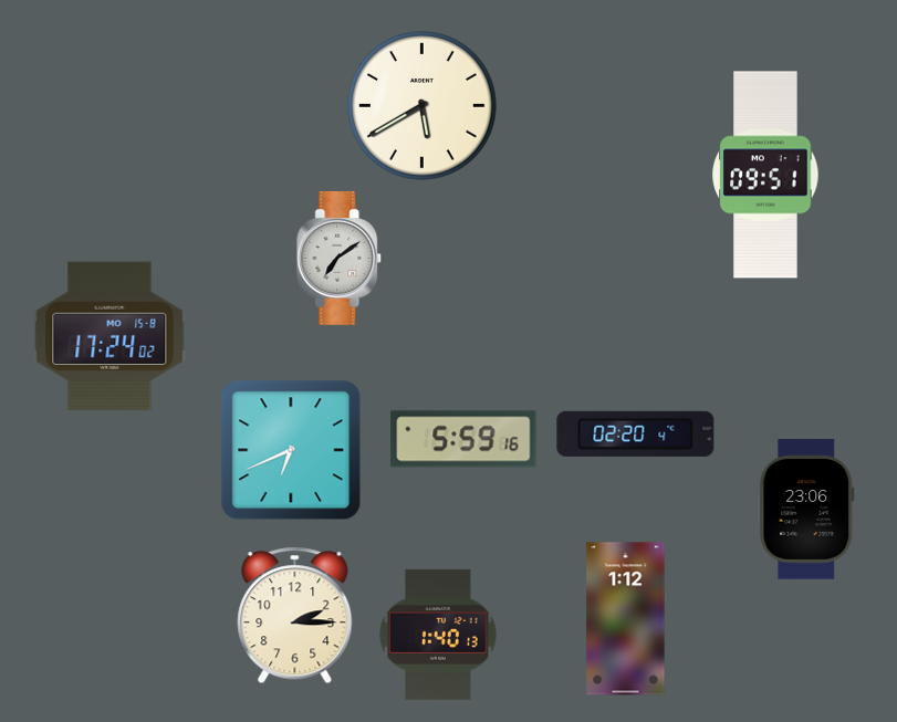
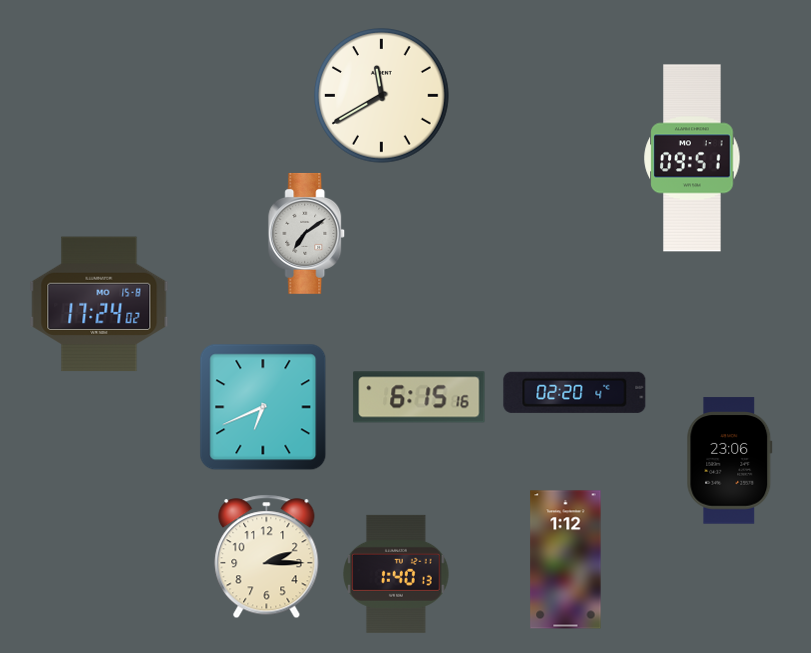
clock at (423, 106): 5:40 -> 11:40
clock at (463, 439): 5:59 -> 6:15
